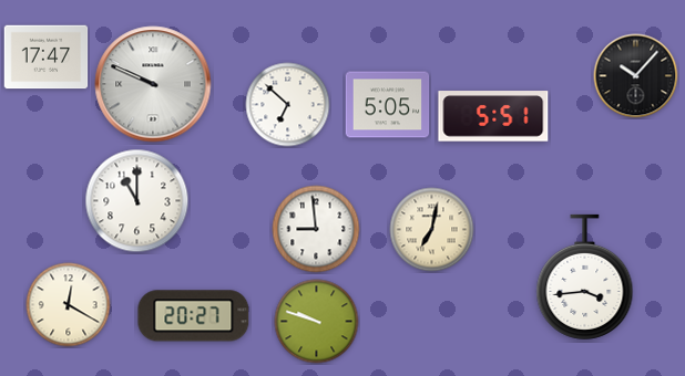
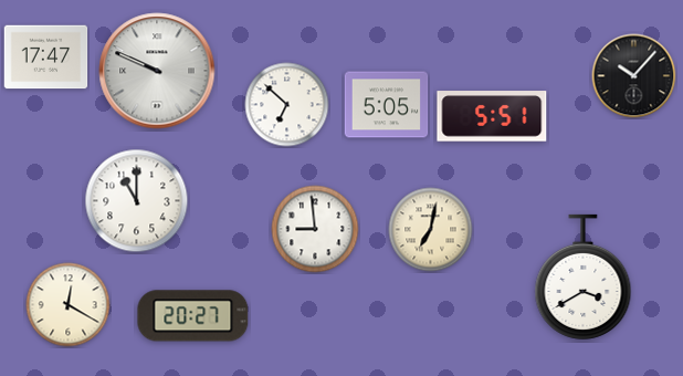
clock at (153, 84) position: (153, 84) -> (157, 71)
clock at (585, 276): 3:44 -> 3:40
clock at (317, 322): 9:48 -> none
